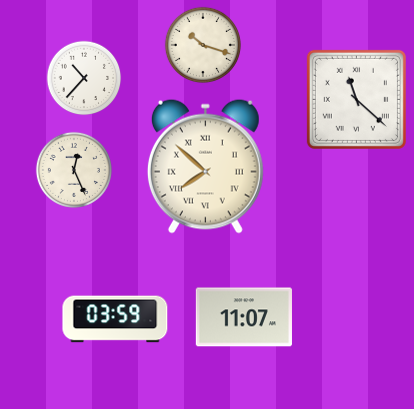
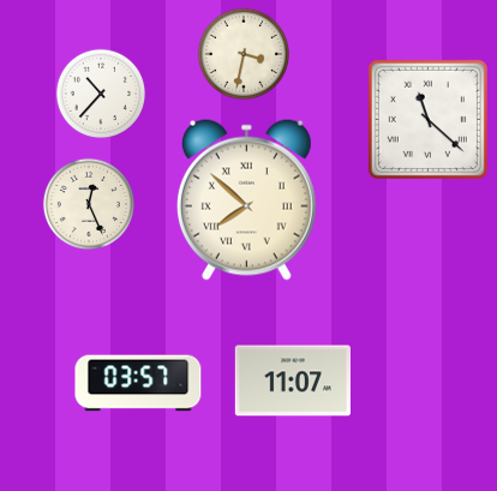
clock at (203, 45): 10:18 -> 3:32
clock at (115, 319): 03:59 -> 03:57
